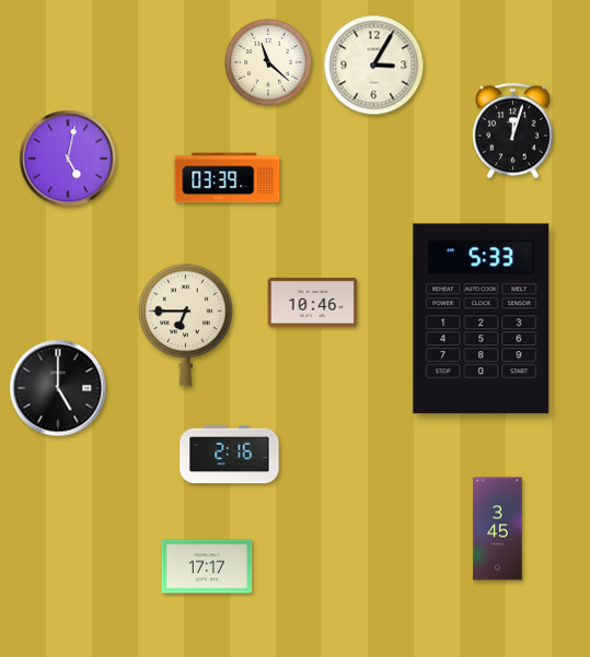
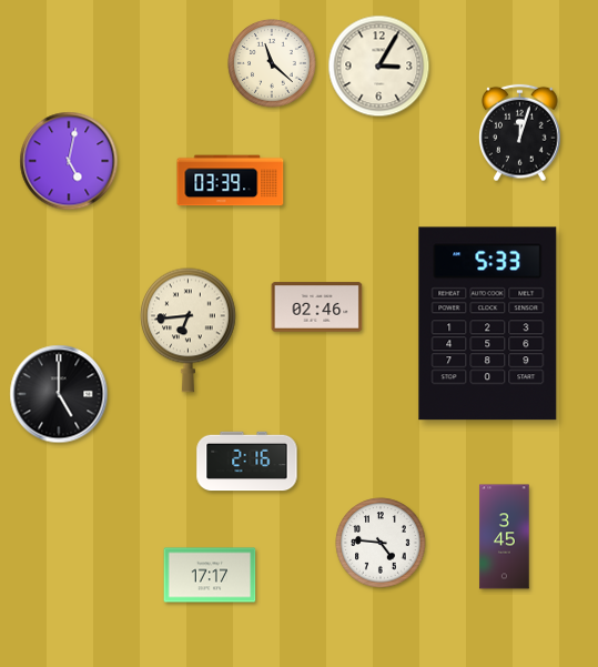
clock at (313, 303): 10:46 -> 02:46
clock at (186, 325): 6:45 -> 6:44
clock at (230, 455) position: (230, 455) -> (247, 462)
clock at (381, 543): none -> 4:46
